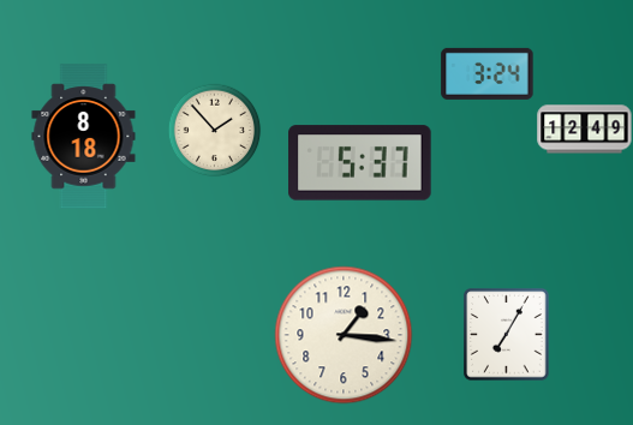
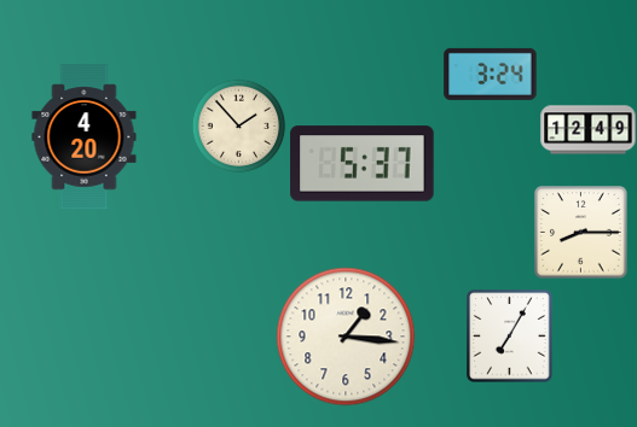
clock at (214, 130) position: (214, 130) -> (238, 125)
clock at (84, 137): 8:18 -> 4:20
clock at (581, 233): none -> 8:15
